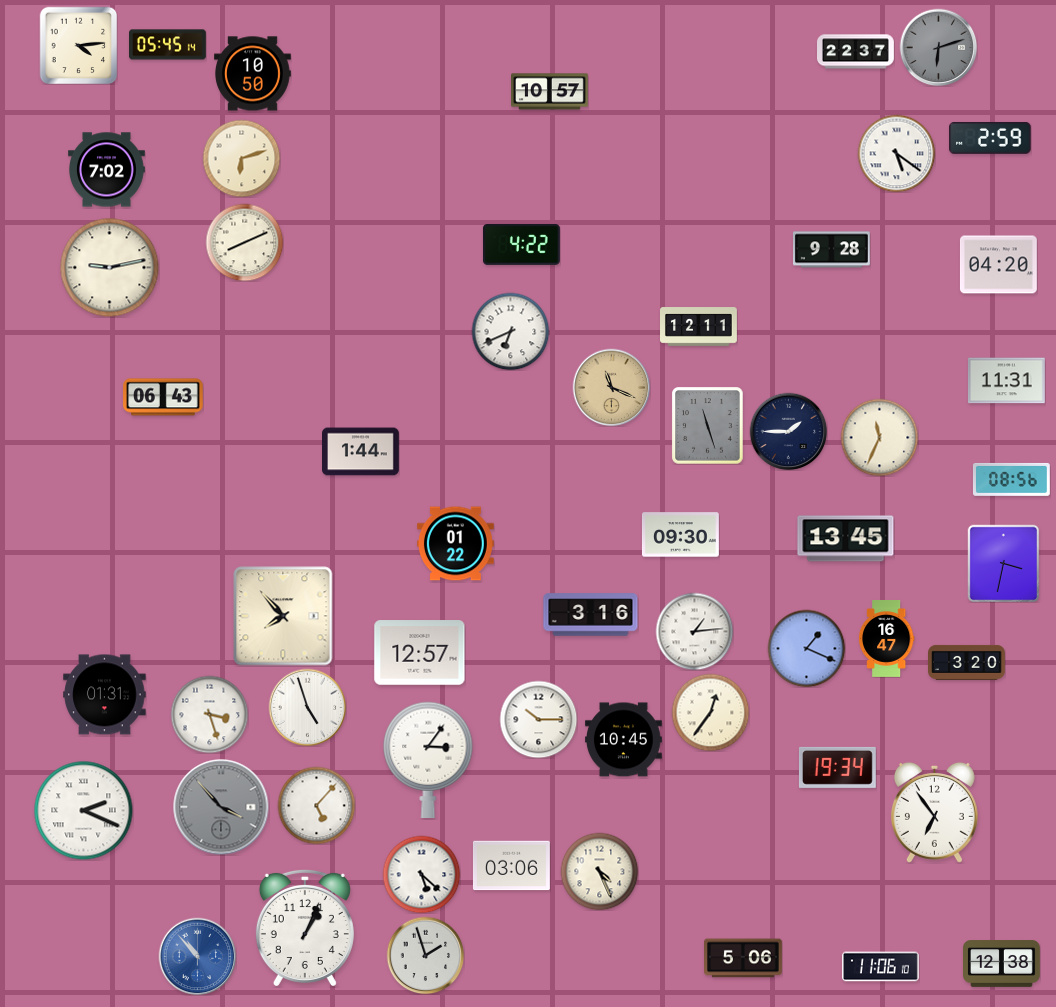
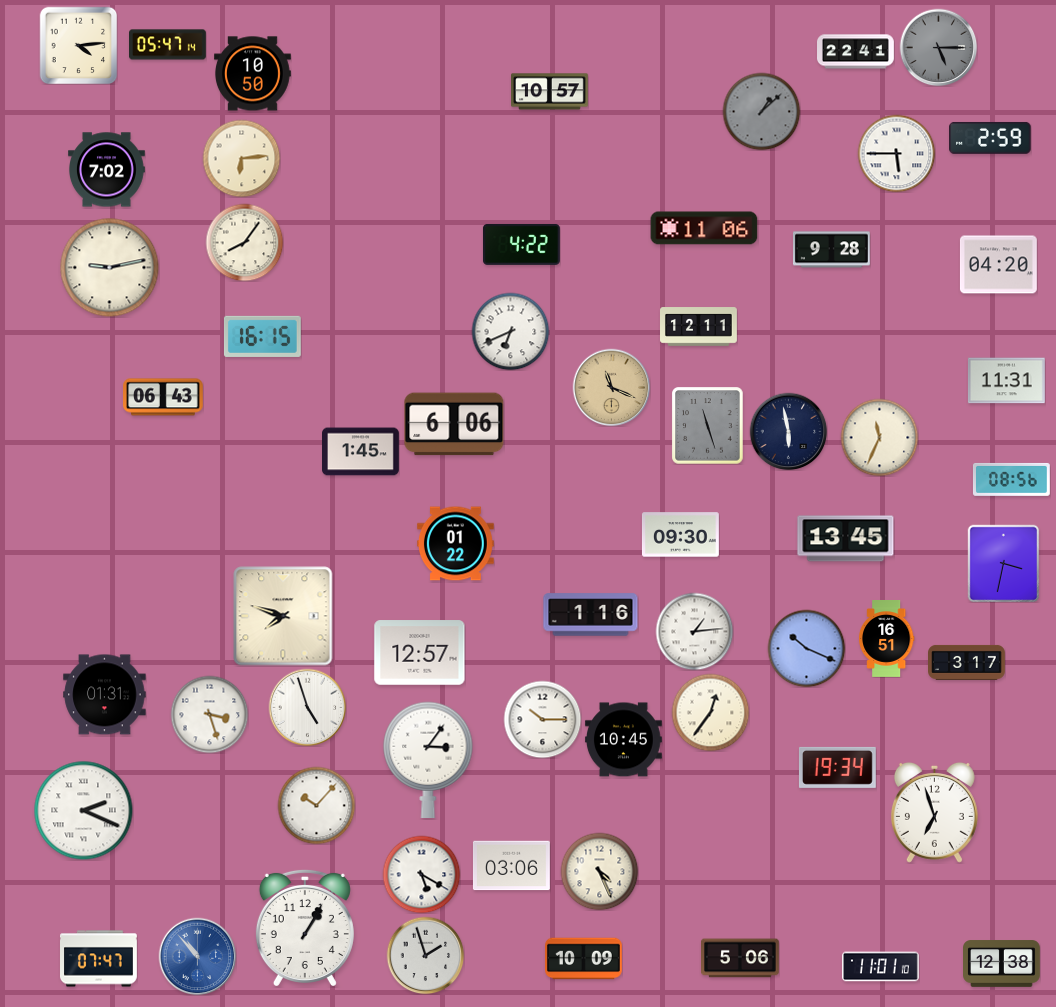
clock at (168, 45): 05:45 -> 05:47
clock at (938, 47): 6:12 -> 5:15
clock at (856, 52): 22:37 -> 22:41
clock at (761, 111): none -> 1:08
clock at (896, 153): 5:21 -> 5:45
clock at (241, 158): 6:12 -> 6:14
clock at (704, 228): none -> 11:06
clock at (244, 242): 8:11 -> 8:06
clock at (262, 336): none -> 16:15
clock at (454, 424): none -> 6:06
clock at (788, 431): 1:45 -> 5:58
clock at (361, 452): 1:44 -> 1:45
clock at (591, 615): 3:16 -> 1:16
clock at (283, 616): 7:53 -> 7:48
clock at (886, 639): 16:47 -> 16:51
clock at (806, 648): 1:19 -> 10:19
clock at (967, 662): 3:20 -> 3:17
clock at (538, 719) position: (538, 719) -> (542, 719)
clock at (316, 805): 5:07 -> 10:07
clock at (221, 807): 3:53 -> none
clock at (934, 812): 6:54 -> 6:57
clock at (421, 874): 5:22 -> 5:20
clock at (305, 927): 1:04 -> 1:05
clock at (744, 958) position: (744, 958) -> (741, 958)
clock at (99, 959): none -> 07:47
clock at (584, 959): none -> 10:09
clock at (881, 967): 11:06 -> 11:01
